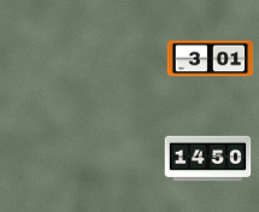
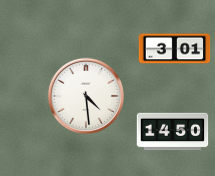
clock at (85, 95): none -> 4:29
